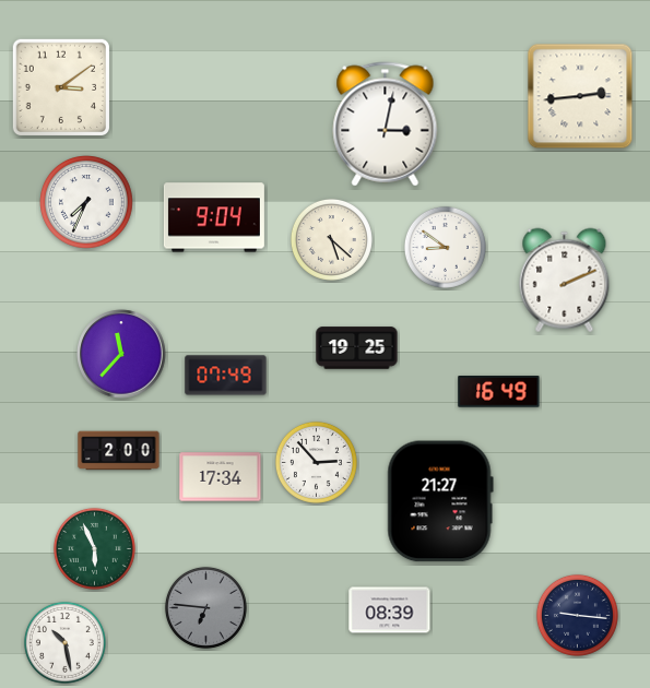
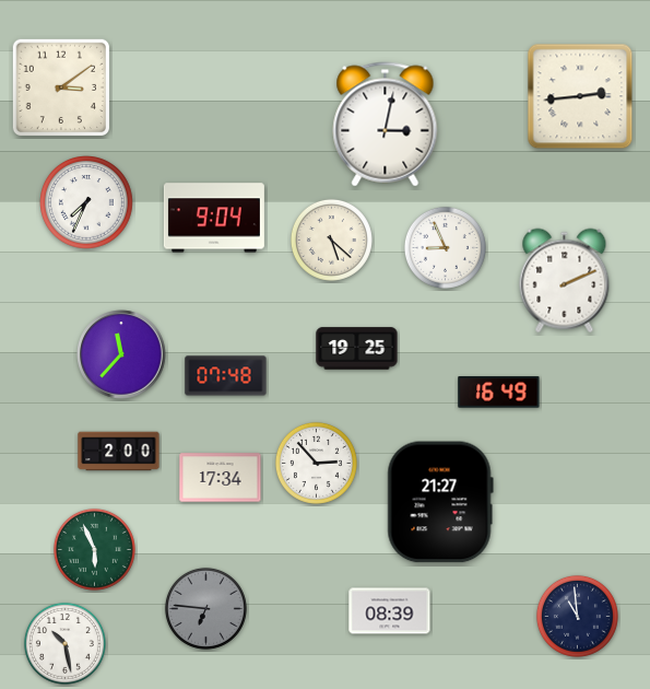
clock at (445, 247): 8:51 -> 8:56
clock at (226, 376): 07:49 -> 07:48
clock at (577, 615): 9:16 -> 10:59
